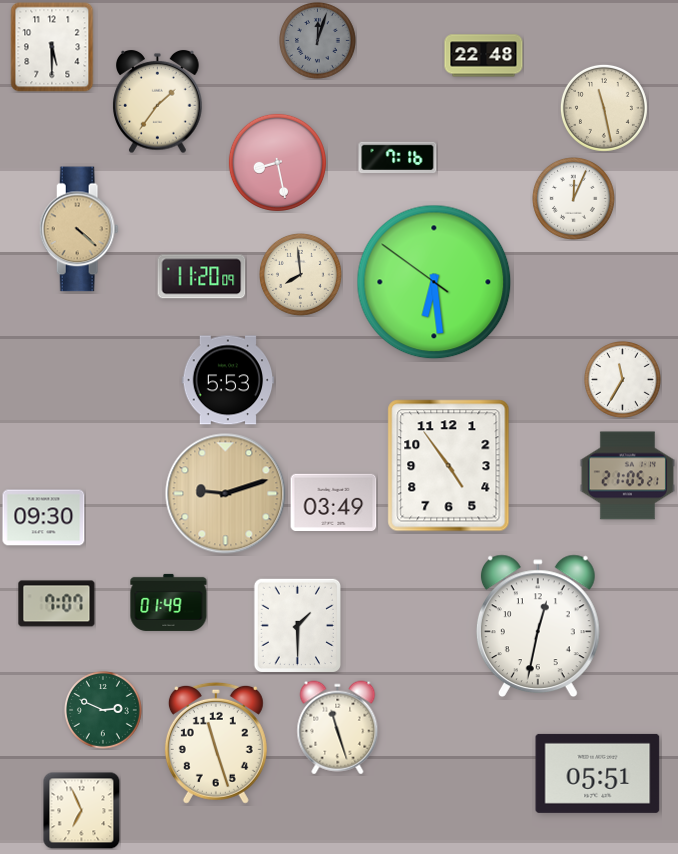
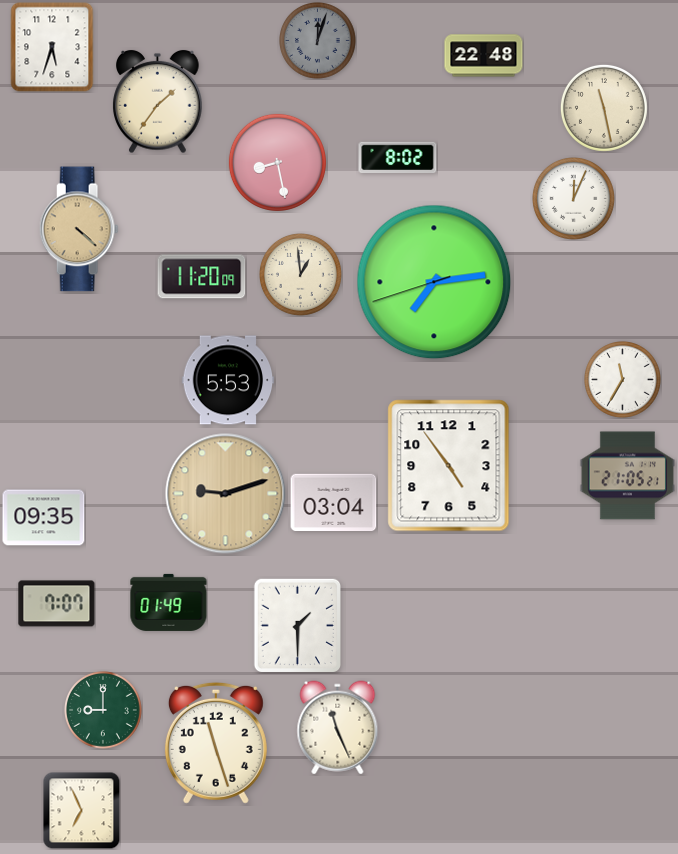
clock at (52, 47): 5:30 -> 5:33
clock at (398, 158): 7:16 -> 8:02
clock at (300, 274): 7:59 -> 12:59
clock at (434, 282): 6:28 -> 7:13
clock at (334, 502): 03:49 -> 03:04
clock at (44, 518): 09:30 -> 09:35
clock at (538, 626): 12:32 -> none
clock at (104, 711): 2:49 -> 9:00
clock at (338, 728): 11:27 -> 11:26
clock at (598, 773): 05:51 -> none
